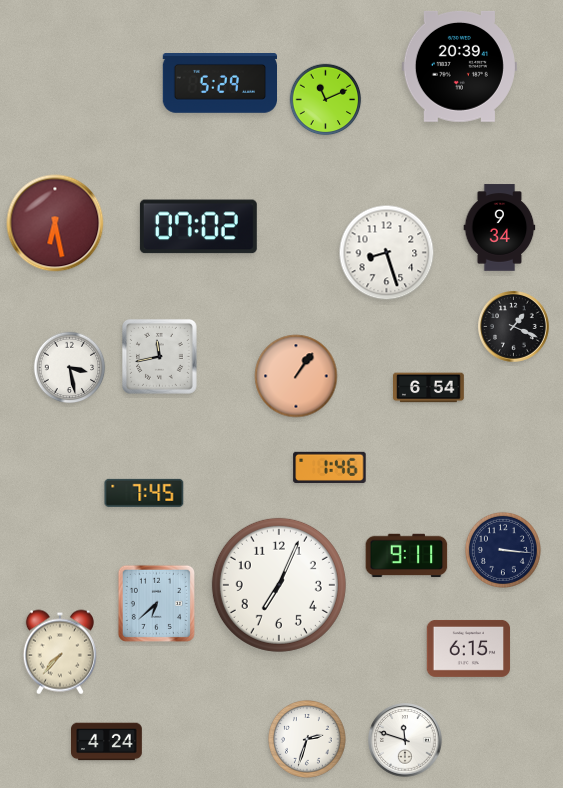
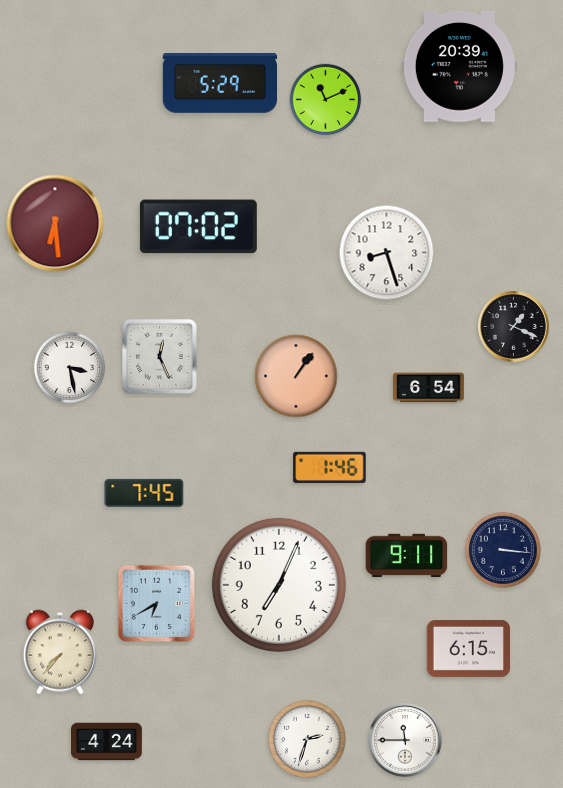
clock at (55, 223): 6:28 -> 6:29
clock at (500, 228): 9:34 -> none
clock at (160, 357): 11:43 -> 12:26
clock at (156, 603): 6:38 -> 6:40
clock at (405, 740): 11:48 -> 11:45
